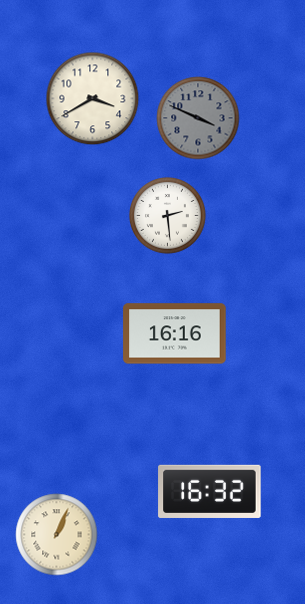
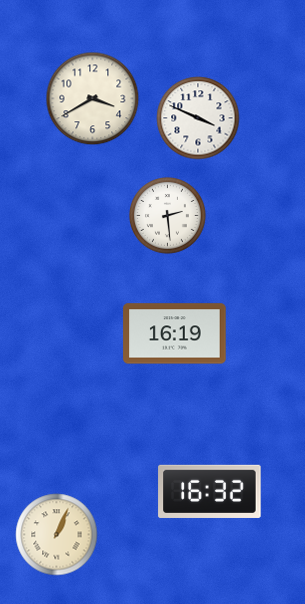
clock at (198, 118) dial: grey -> white
clock at (175, 334): 16:16 -> 16:19
